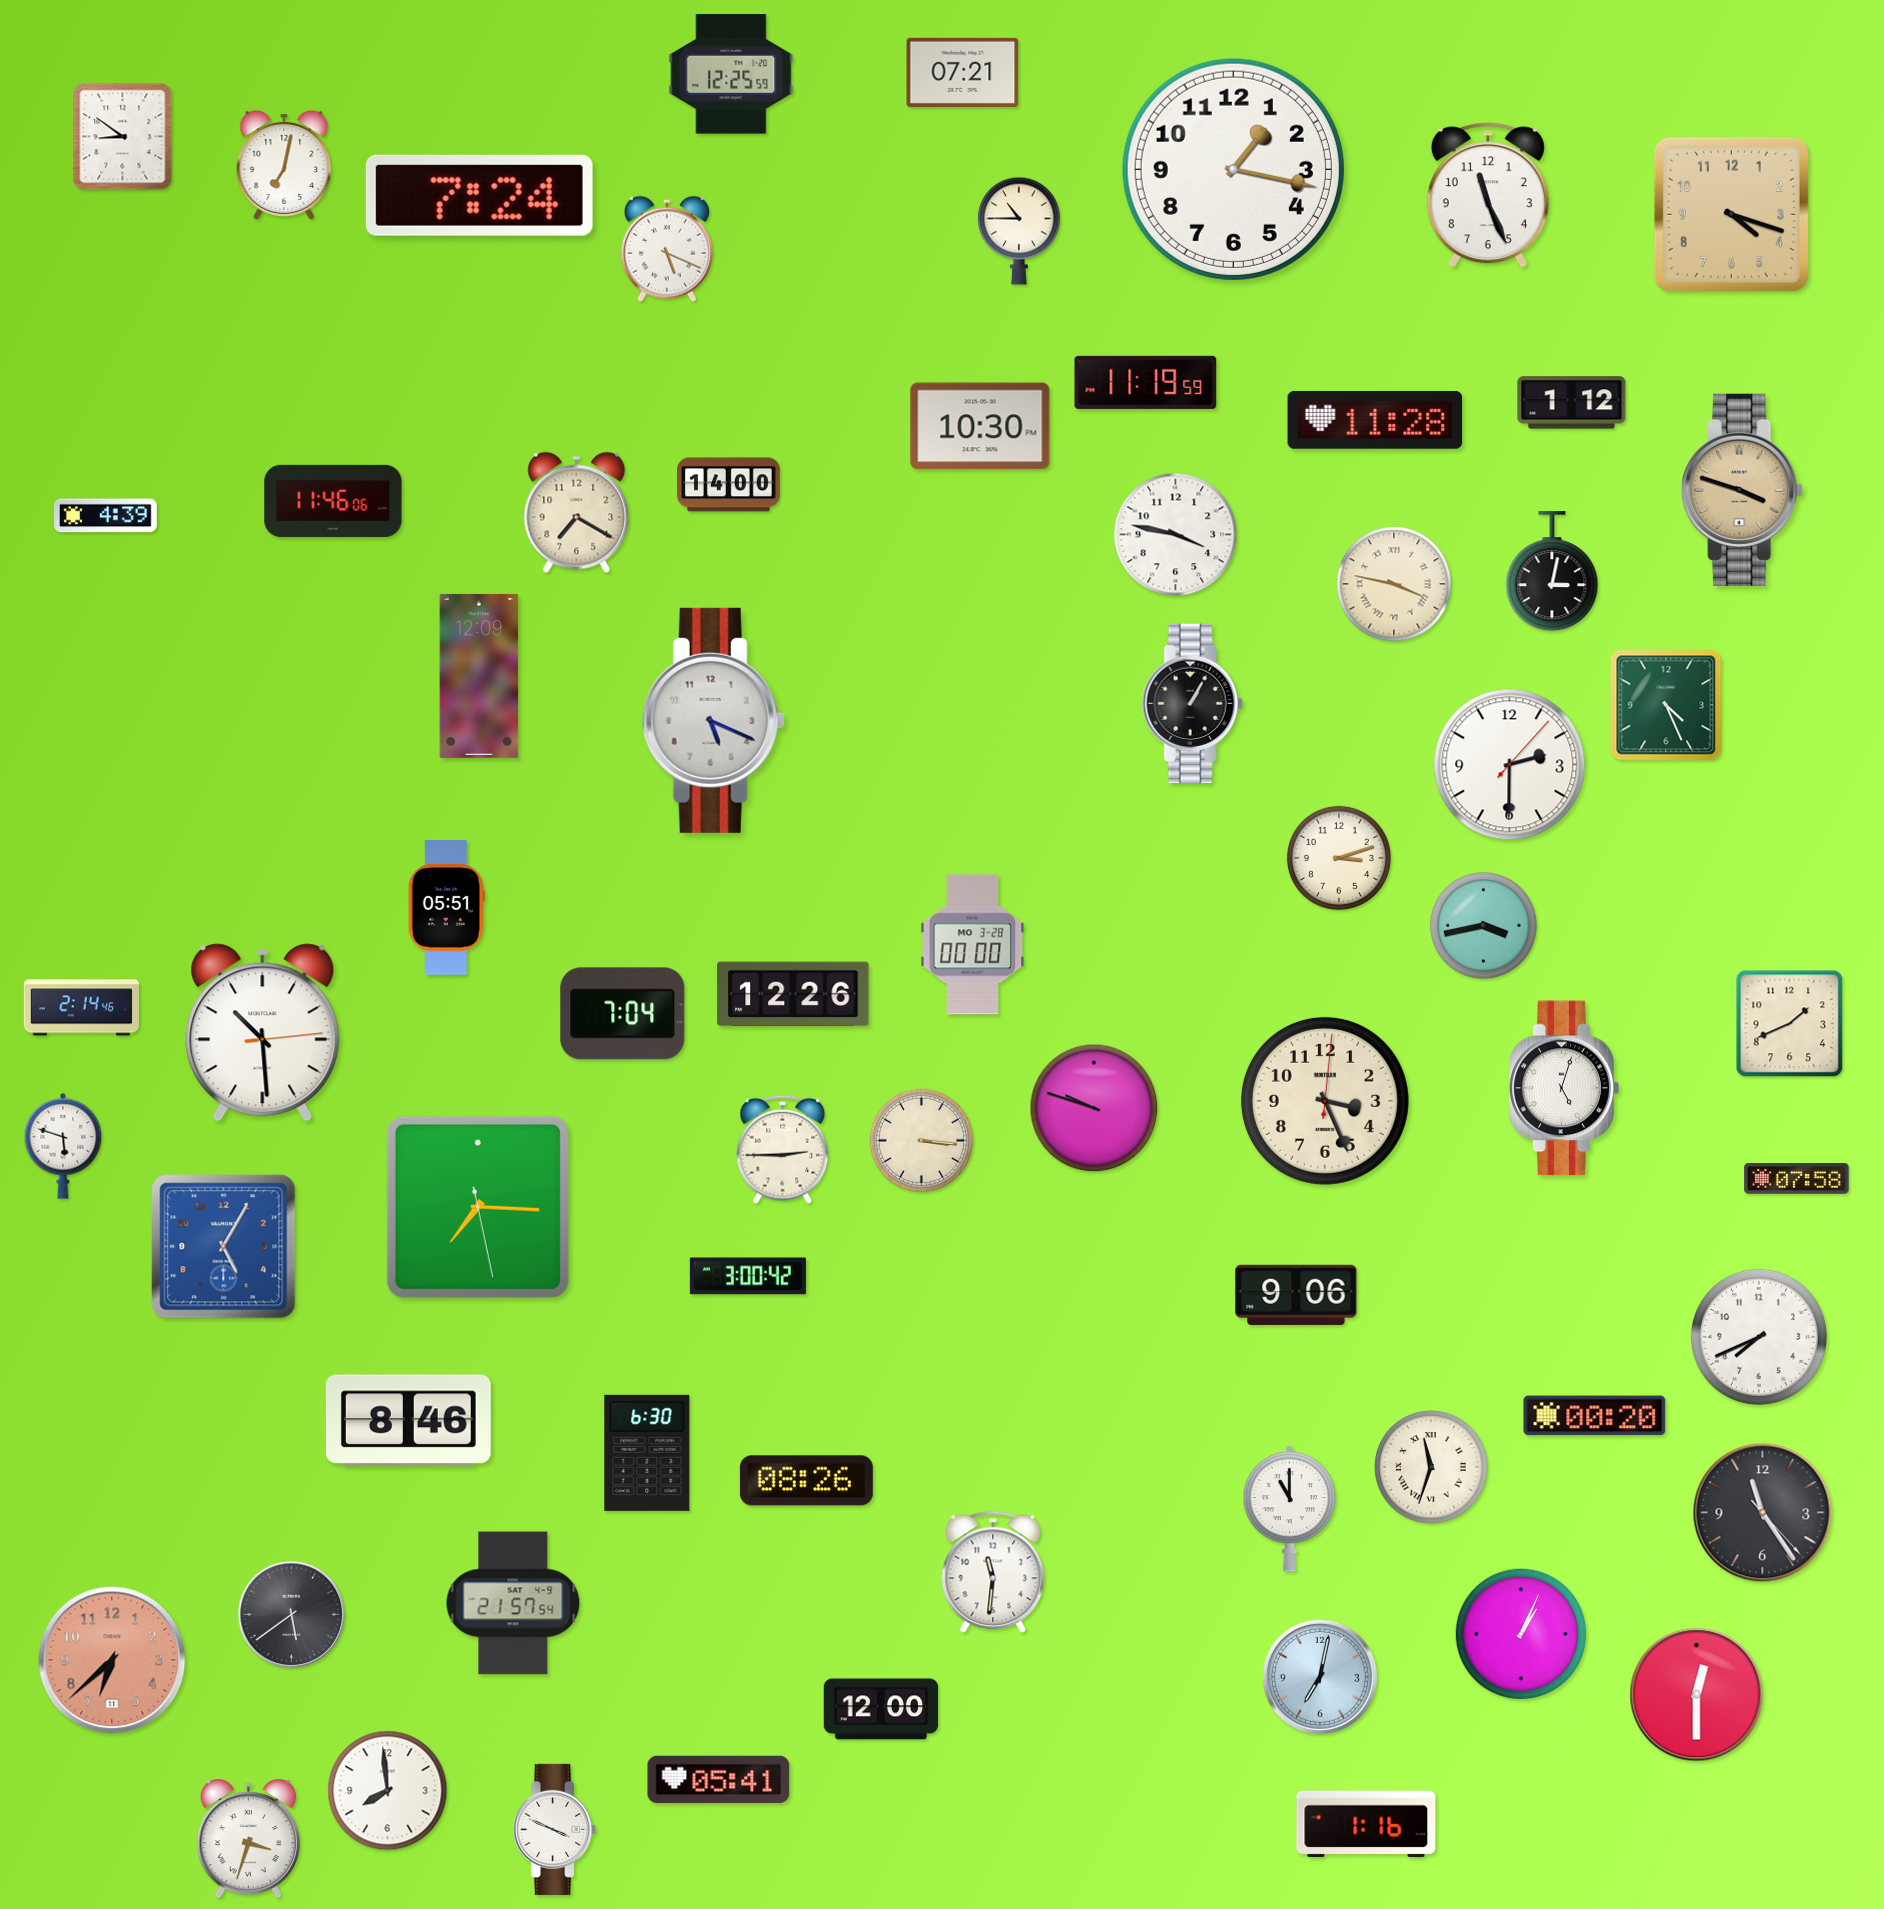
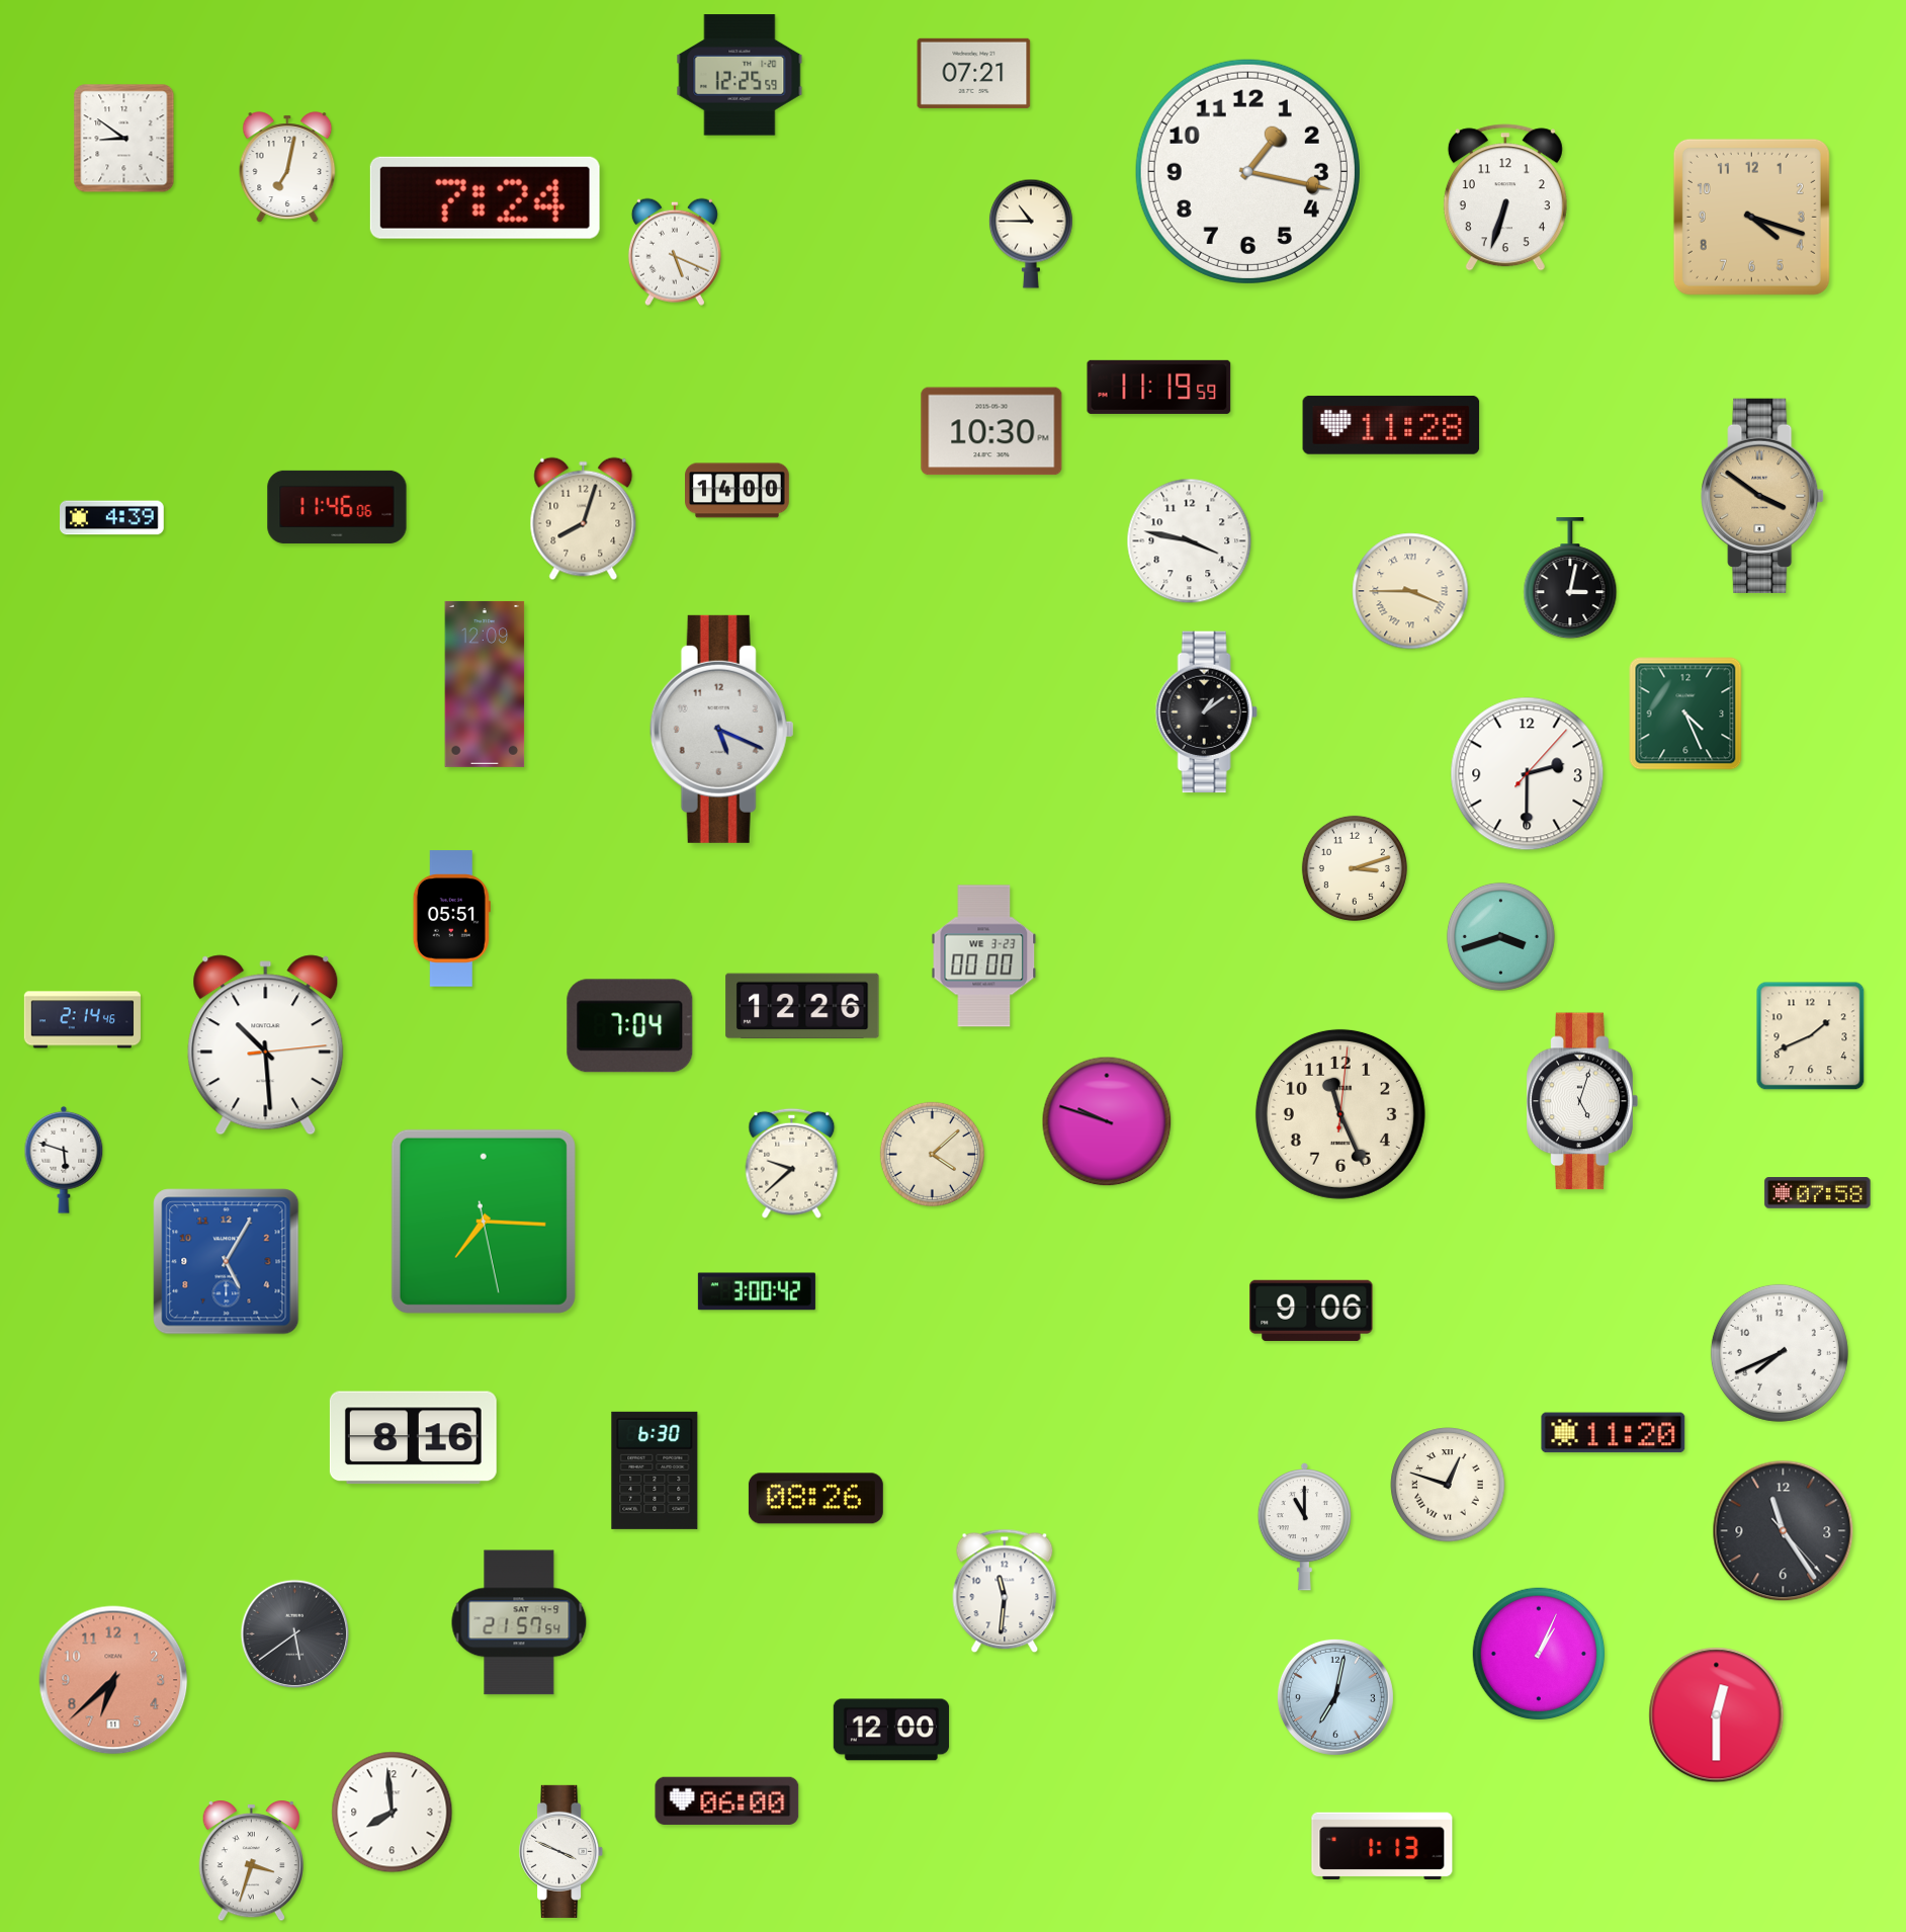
clock at (1488, 195): 11:26 -> 6:33
clock at (1572, 403): 1:12 -> none
clock at (1742, 490): 3:48 -> 3:51
clock at (577, 513): 7:20 -> 8:03
clock at (106, 516) position: (106, 516) -> (112, 518)
clock at (1394, 584): 3:47 -> 3:45
clock at (1192, 704): 1:05 -> 1:09
clock at (1483, 925): 3:43 -> 3:42
clock at (973, 945) date: MO 3-28 -> WE 3-23
clock at (1325, 1101): 3:26 -> 11:26
clock at (921, 1140): 3:16 -> 4:08
clock at (783, 1149): 2:45 -> 9:38
clock at (1595, 1416): 00:20 -> 11:20
clock at (408, 1421): 8:46 -> 8:16
clock at (1431, 1467): 11:33 -> 12:48
clock at (719, 1779): 05:41 -> 06:00
clock at (1366, 1824): 1:16 -> 1:13
